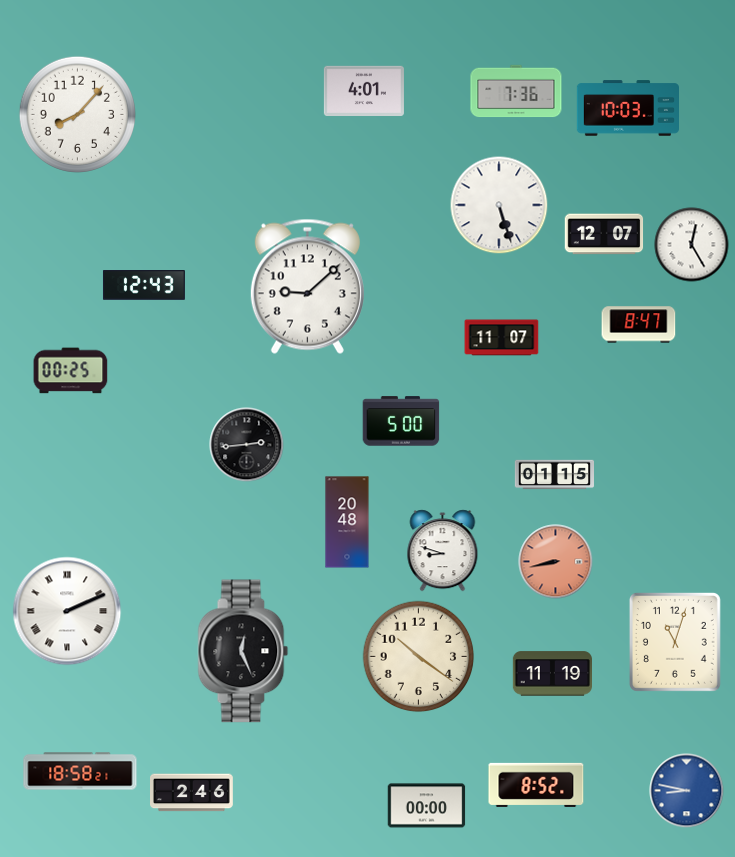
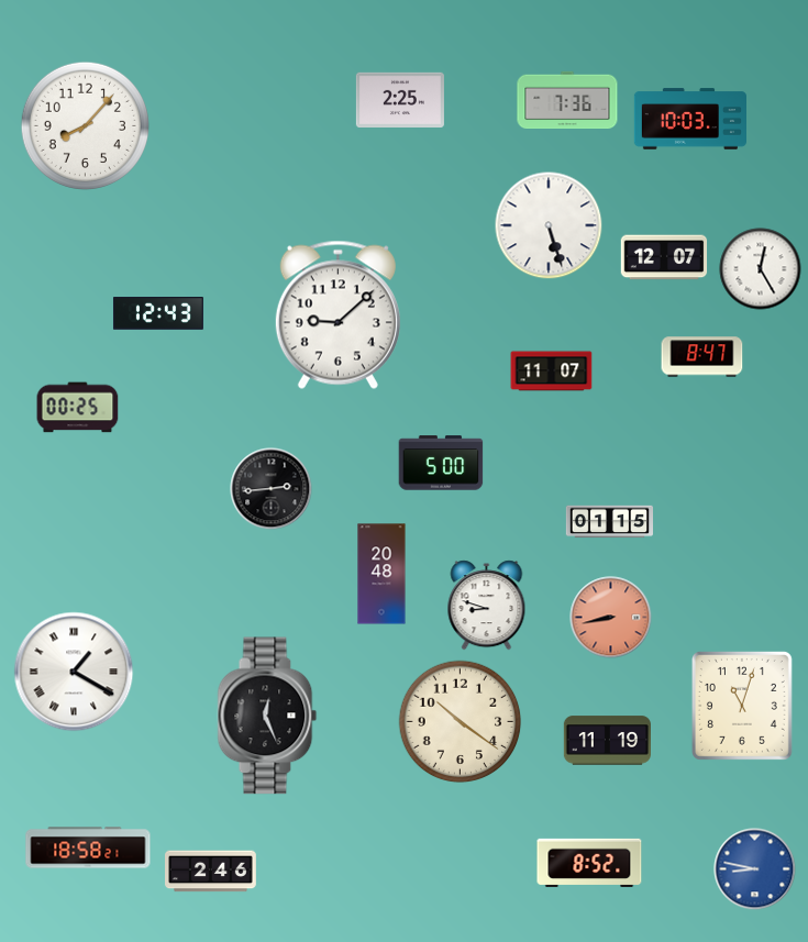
clock at (364, 90): 4:01 -> 2:25
clock at (67, 611): 2:11 -> 1:20
clock at (427, 806): 00:00 -> none
